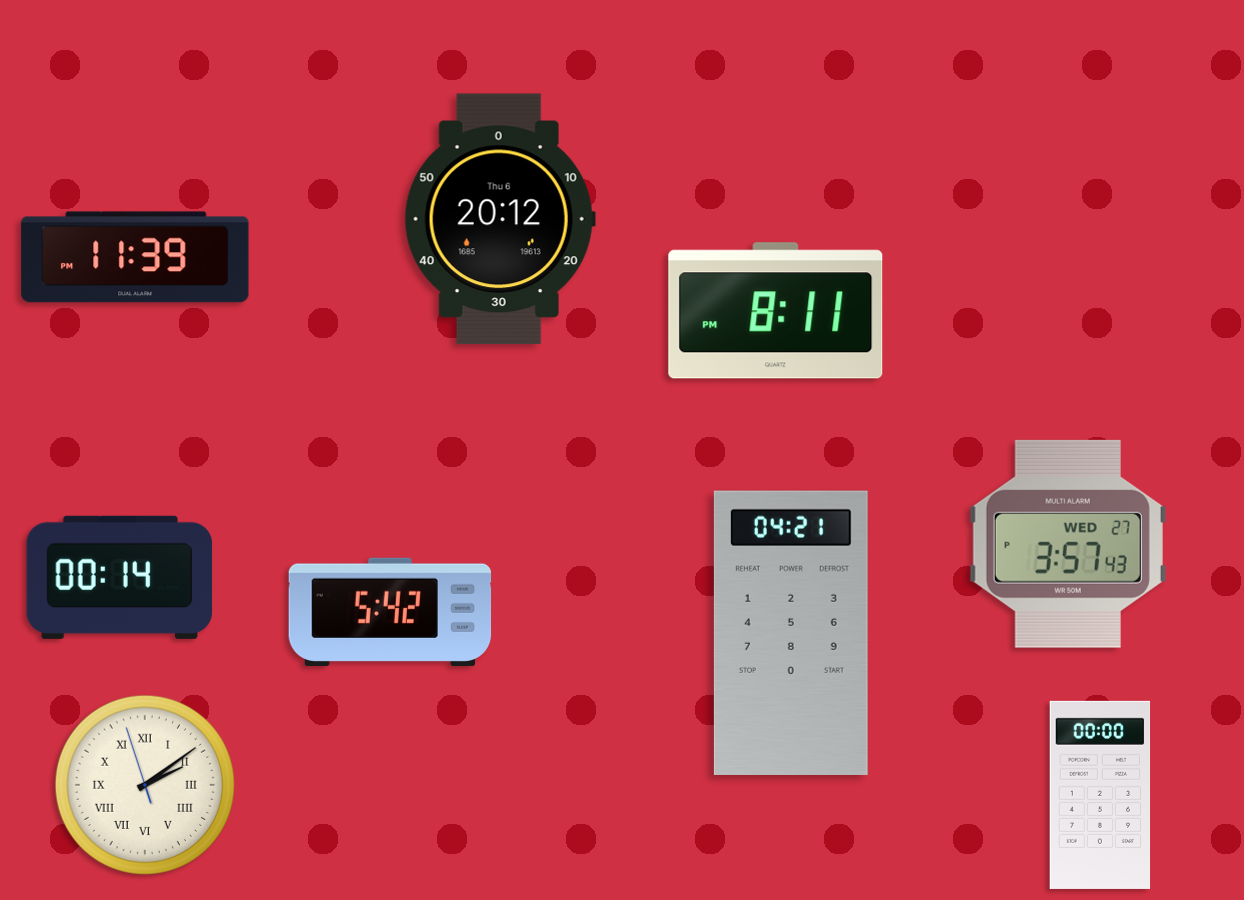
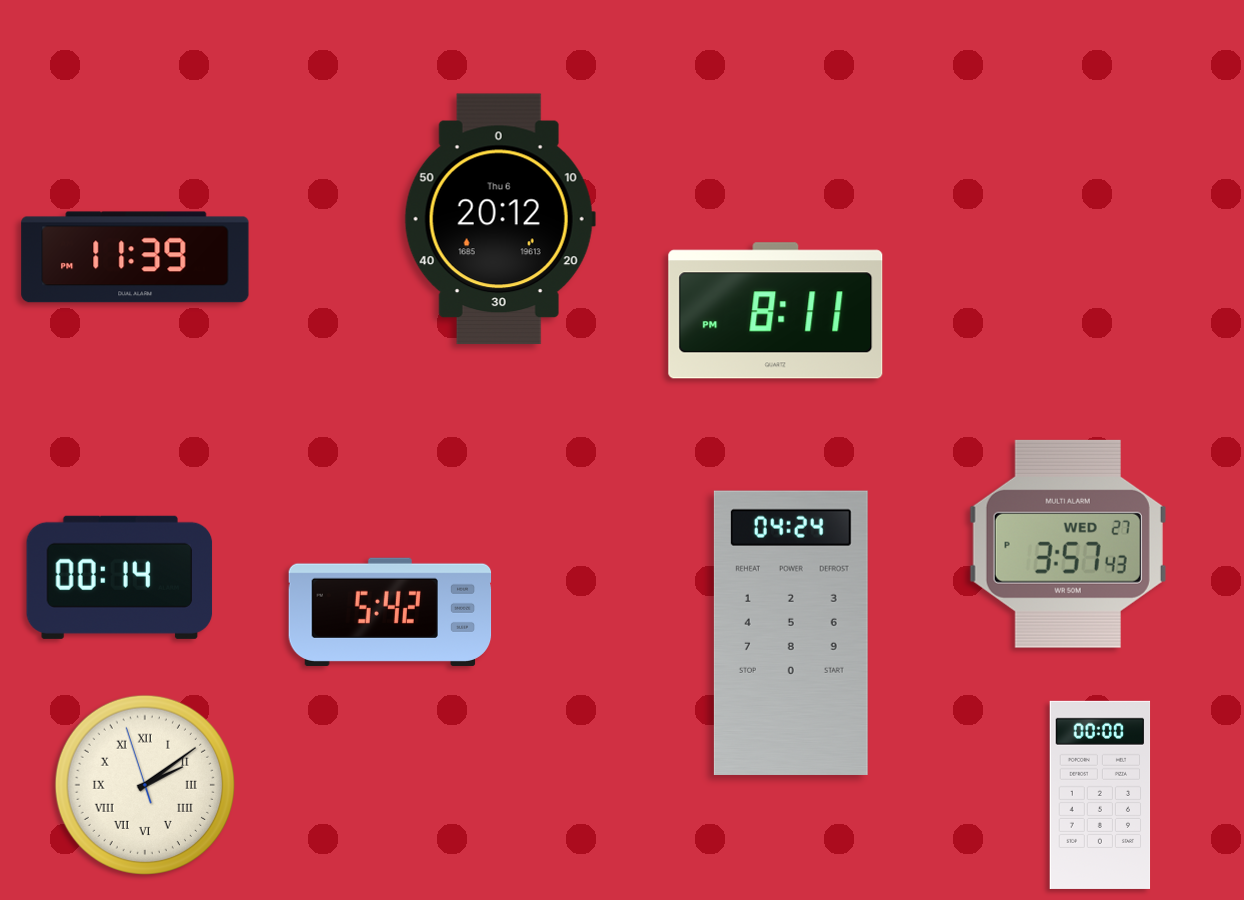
clock at (791, 633): 04:21 -> 04:24
